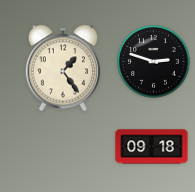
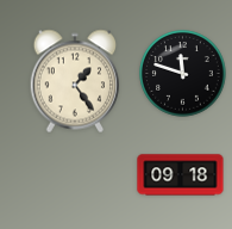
clock at (154, 62): 2:48 -> 11:48
